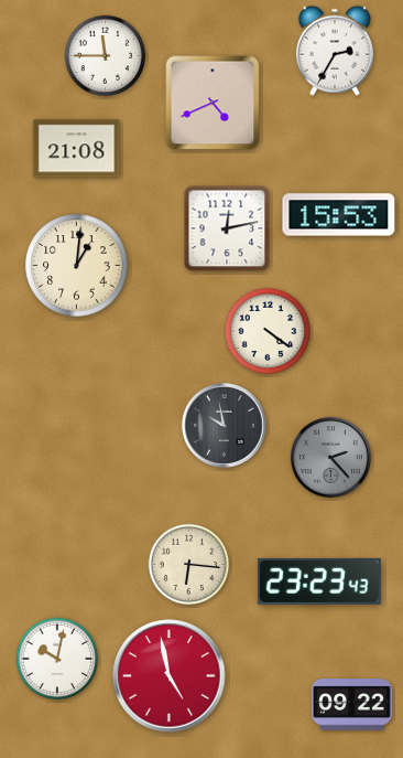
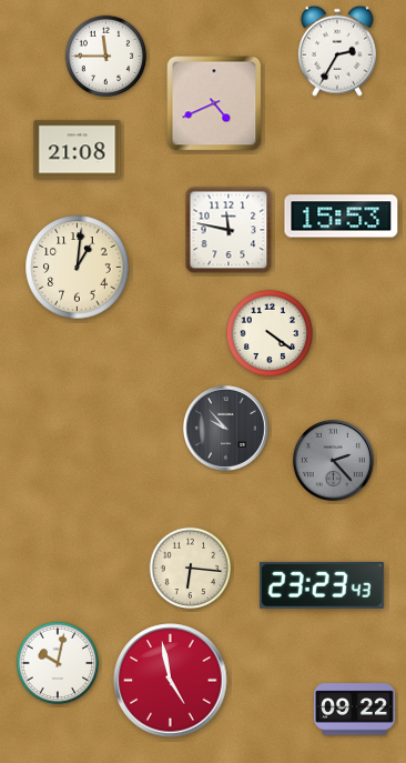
clock at (227, 228): 12:13 -> 11:47
clock at (224, 425): 9:58 -> 9:53
